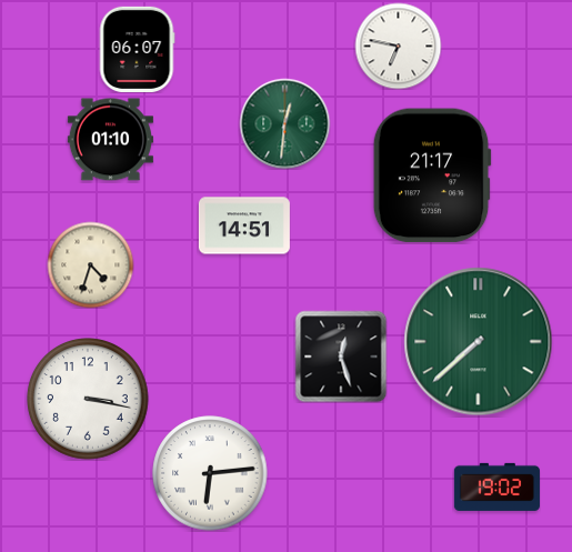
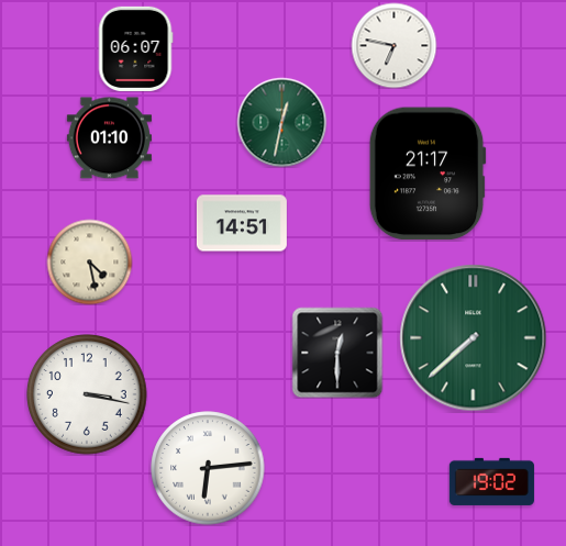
clock at (284, 123): 12:31 -> 12:32
clock at (90, 264): 4:33 -> 4:28
clock at (341, 357): 12:27 -> 12:30
